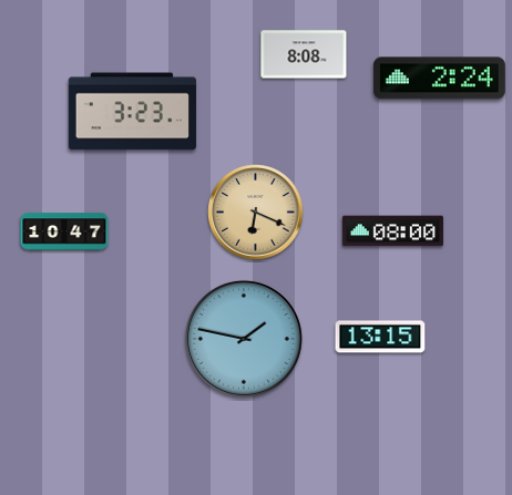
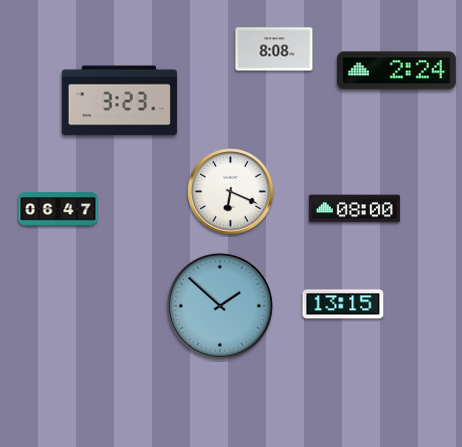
clock at (256, 213) dial: champagne -> white
clock at (64, 231): 10:47 -> 06:47
clock at (244, 339): 1:47 -> 1:52
